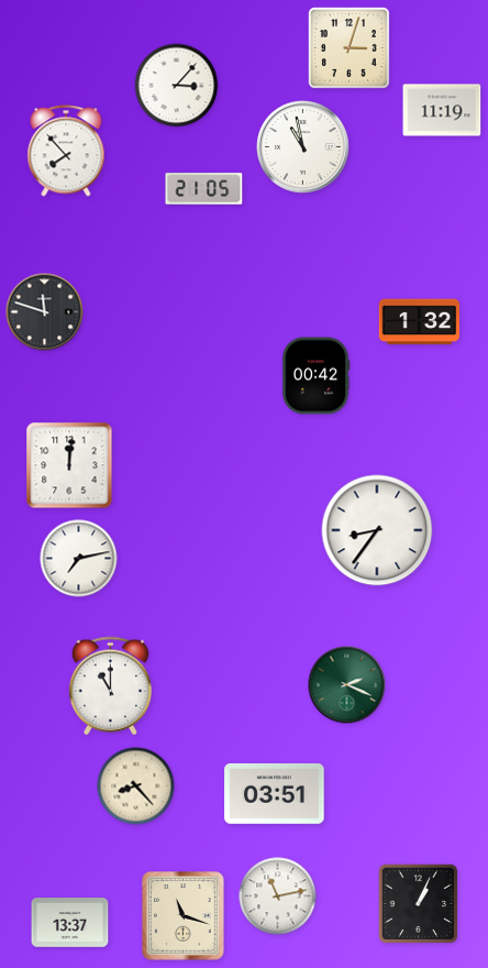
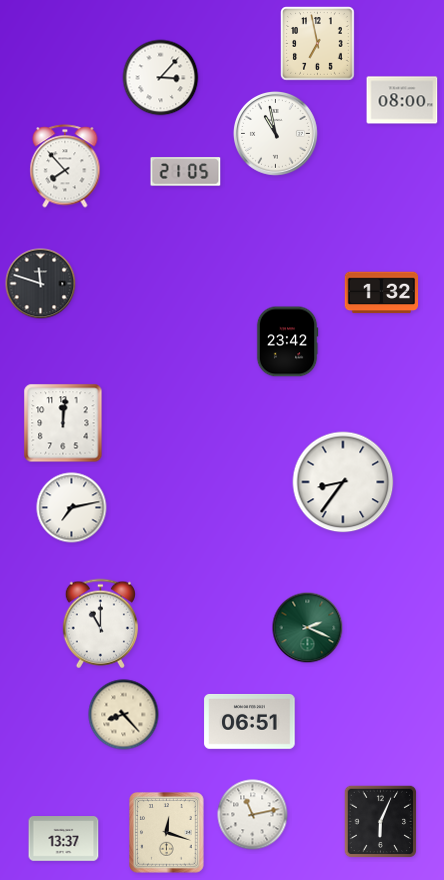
clock at (350, 48): 3:03 -> 6:58
clock at (442, 110): 11:19 -> 08:00
clock at (66, 151) position: (66, 151) -> (65, 166)
clock at (315, 376): 00:42 -> 23:42
clock at (347, 685) position: (347, 685) -> (308, 628)
clock at (275, 793): 03:51 -> 06:51
clock at (419, 904): 1:04 -> 6:04
clock at (184, 916): 11:18 -> 12:18
